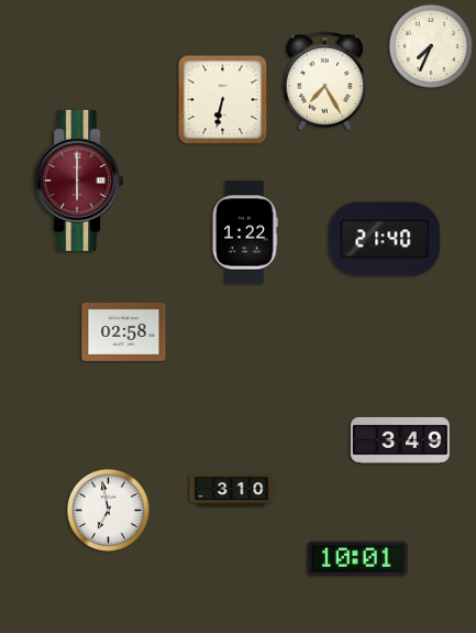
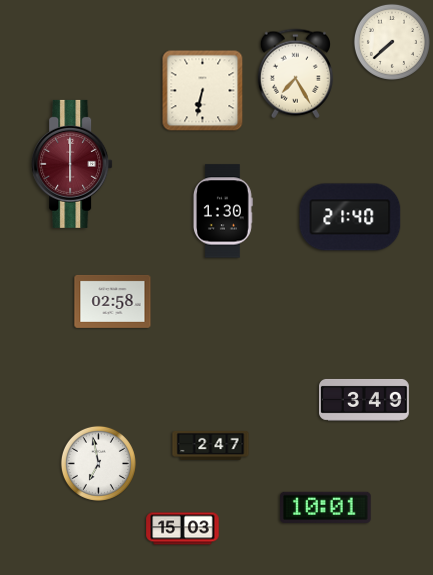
clock at (431, 46): 7:34 -> 7:38
clock at (244, 232): 1:22 -> 1:30
clock at (232, 490): 3:10 -> 2:47
clock at (183, 529): none -> 15:03
